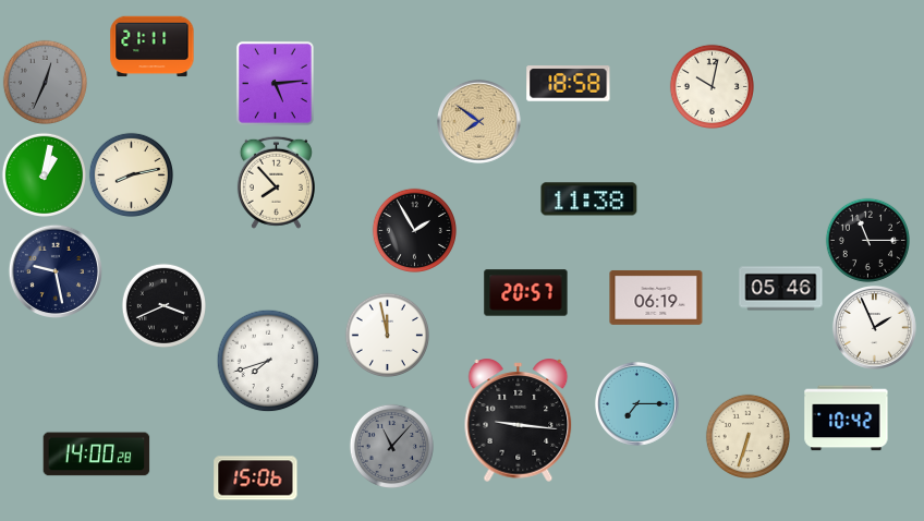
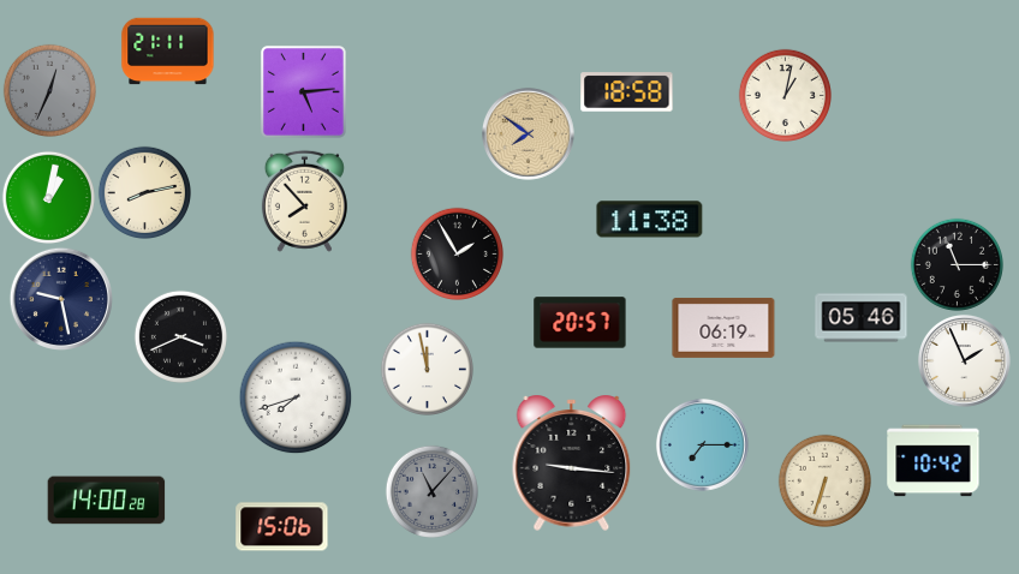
clock at (712, 86): 10:02 -> 1:02
clock at (44, 174) position: (44, 174) -> (48, 197)
